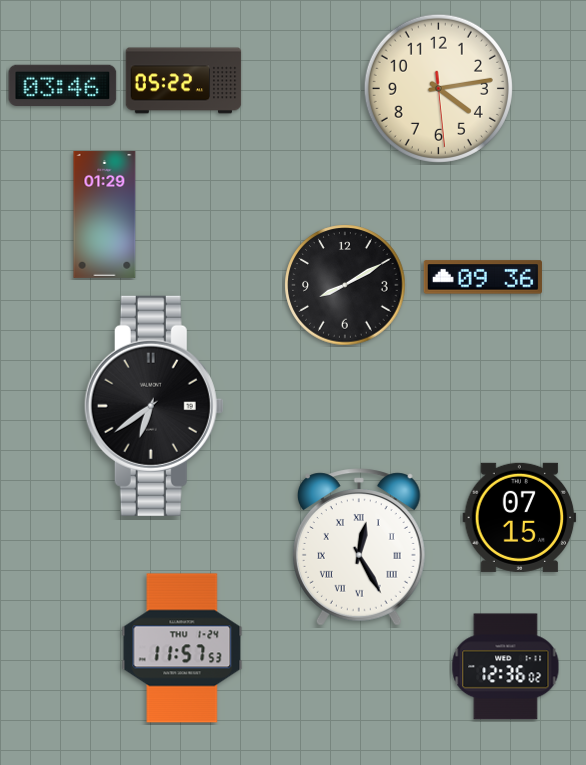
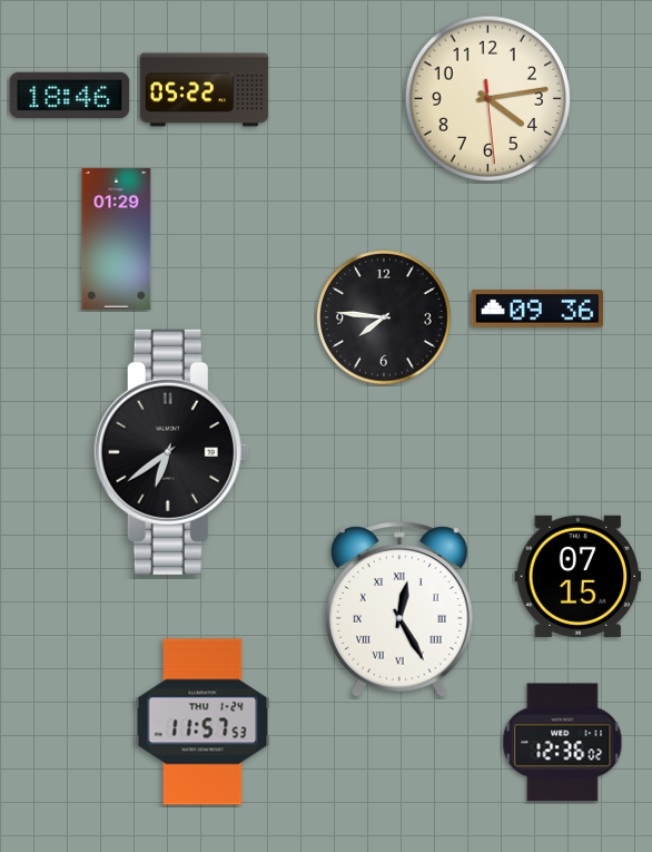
clock at (63, 85): 03:46 -> 18:46
clock at (345, 285): 8:10 -> 7:46
